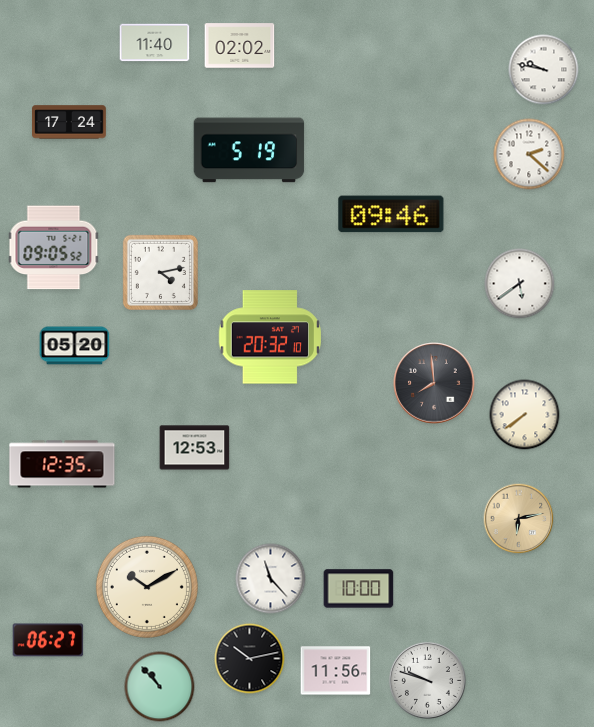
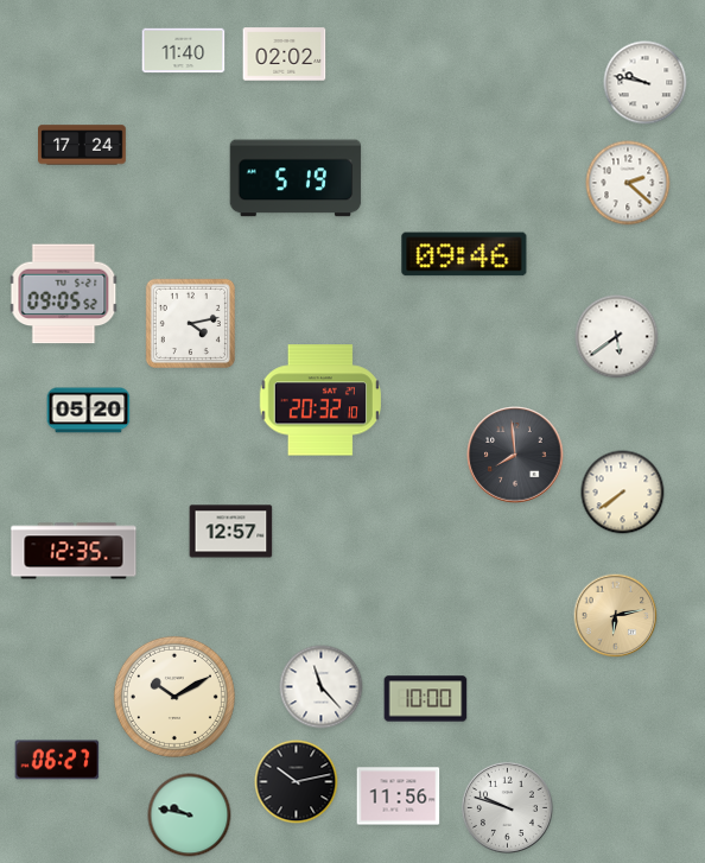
clock at (195, 448): 12:53 -> 12:57
clock at (160, 687): 10:53 -> 9:47
